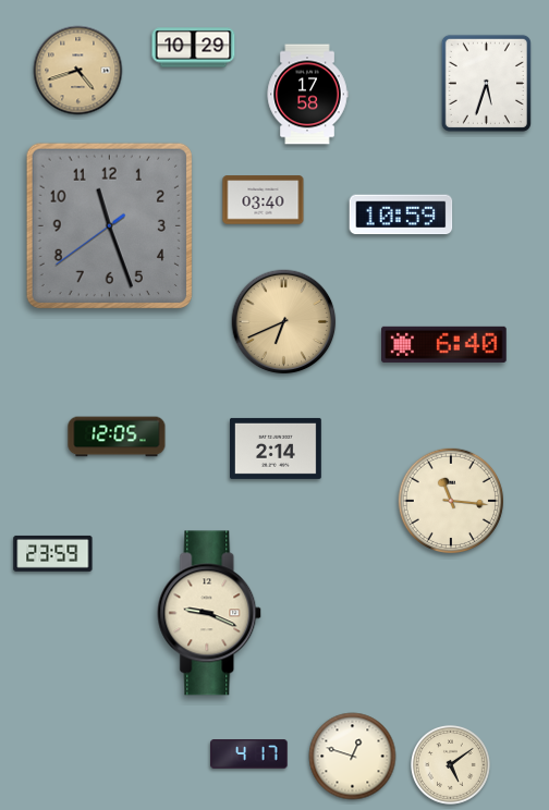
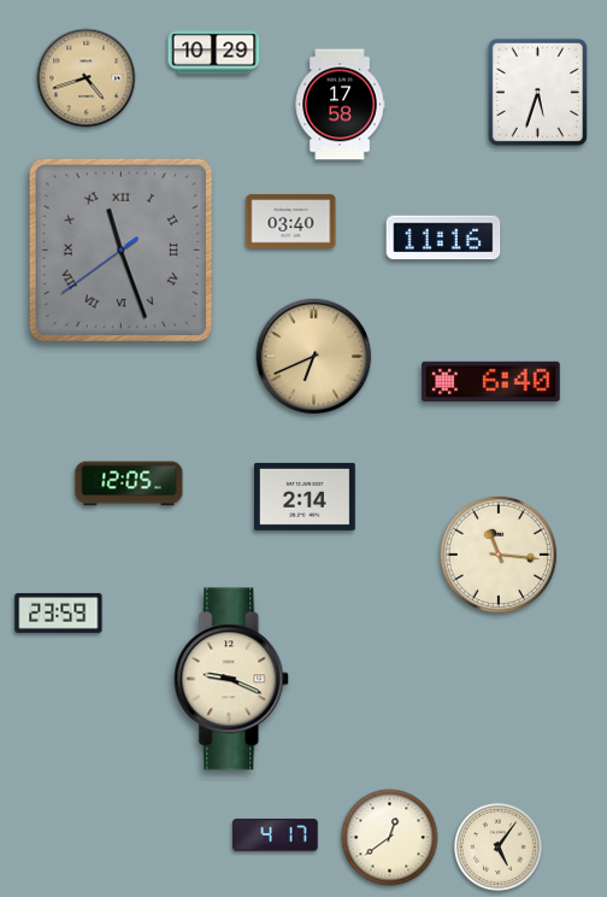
clock at (401, 214): 10:59 -> 11:16
clock at (109, 225) numerals: Arabic -> Roman
clock at (353, 757): 12:48 -> 12:39
clock at (451, 765): 5:09 -> 5:06
